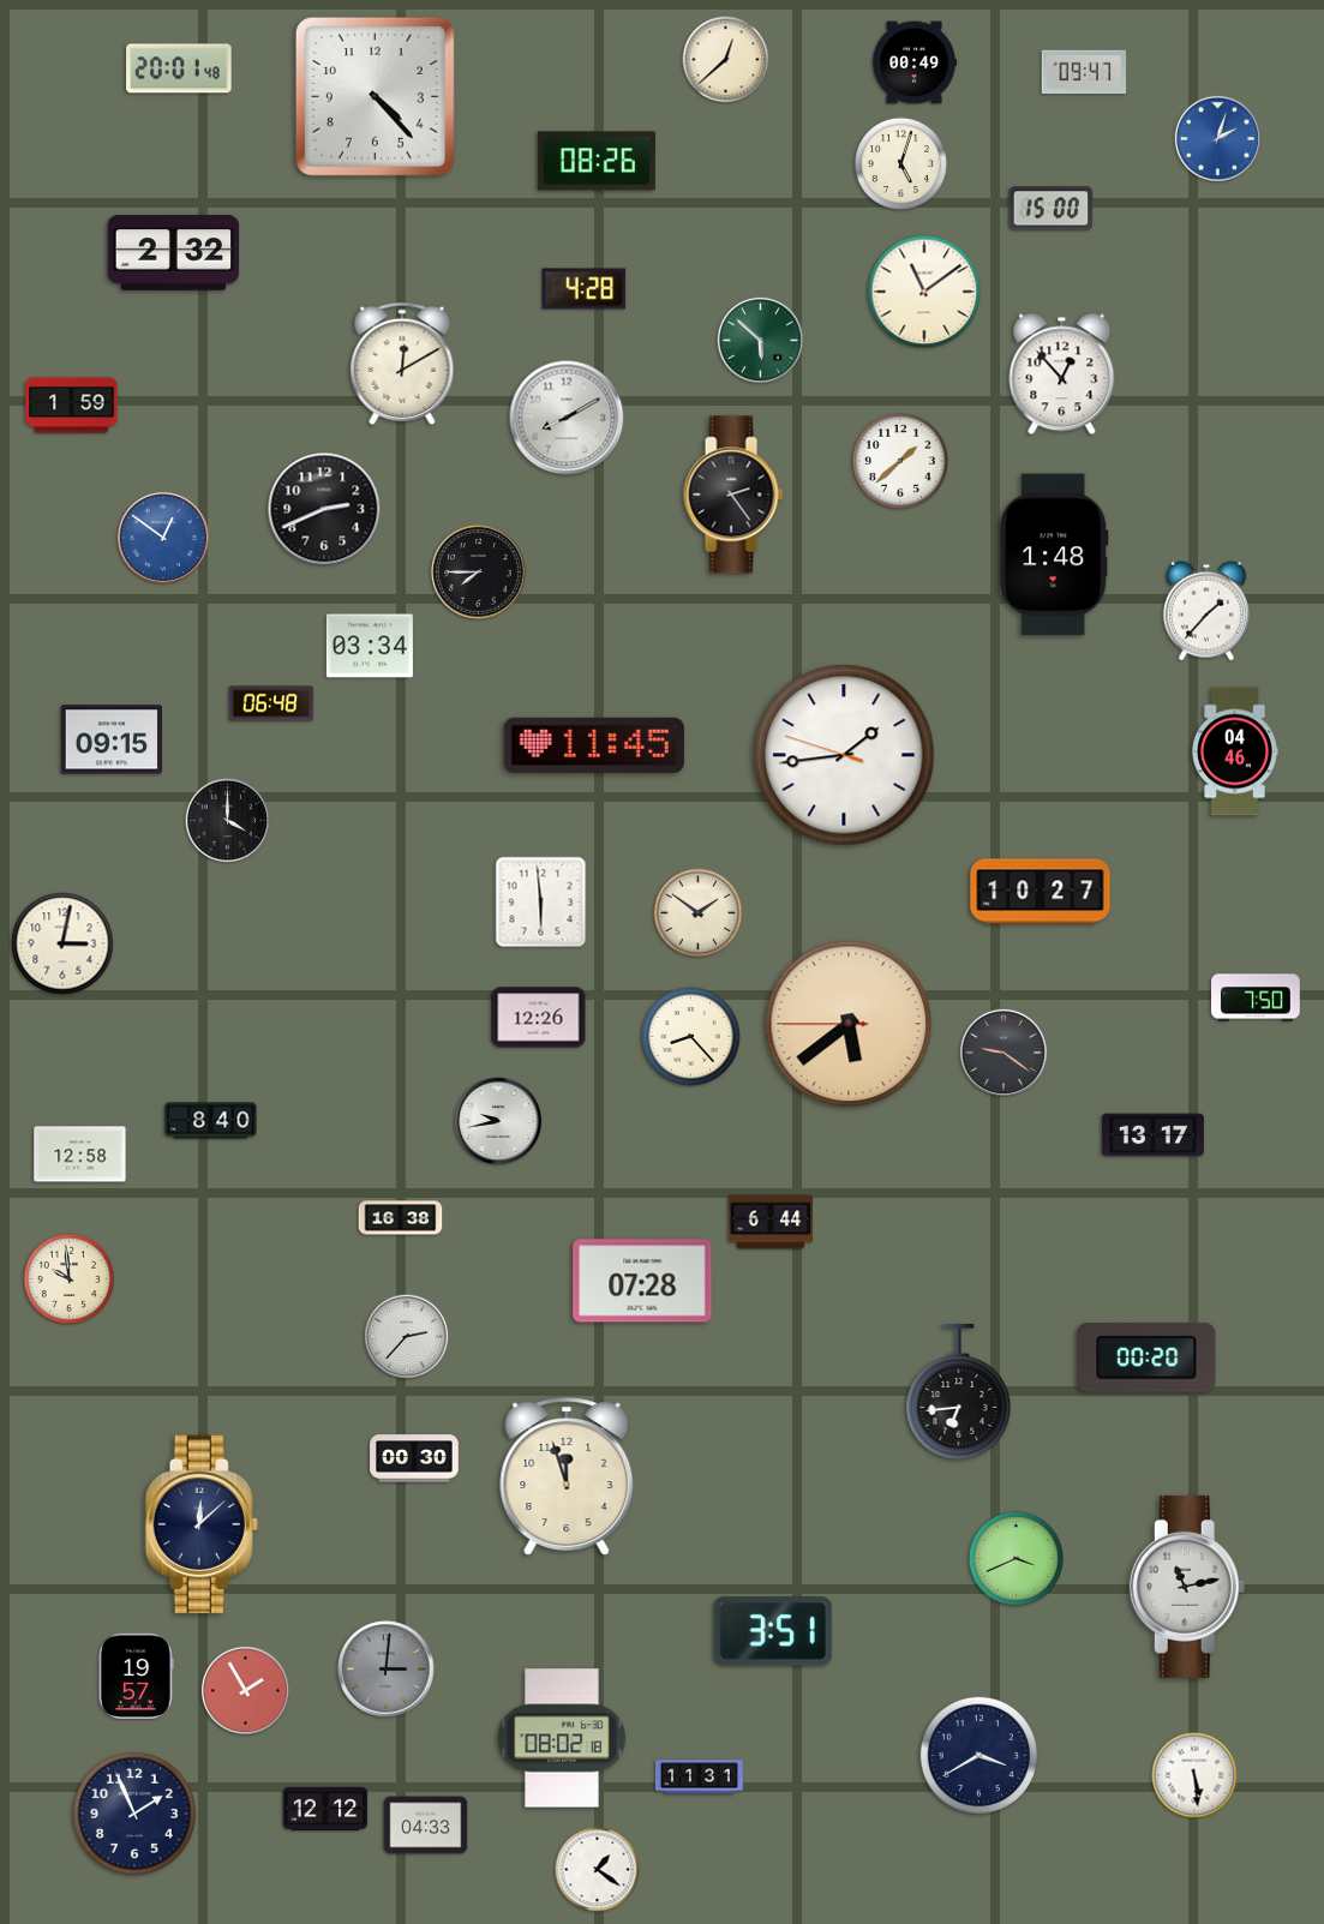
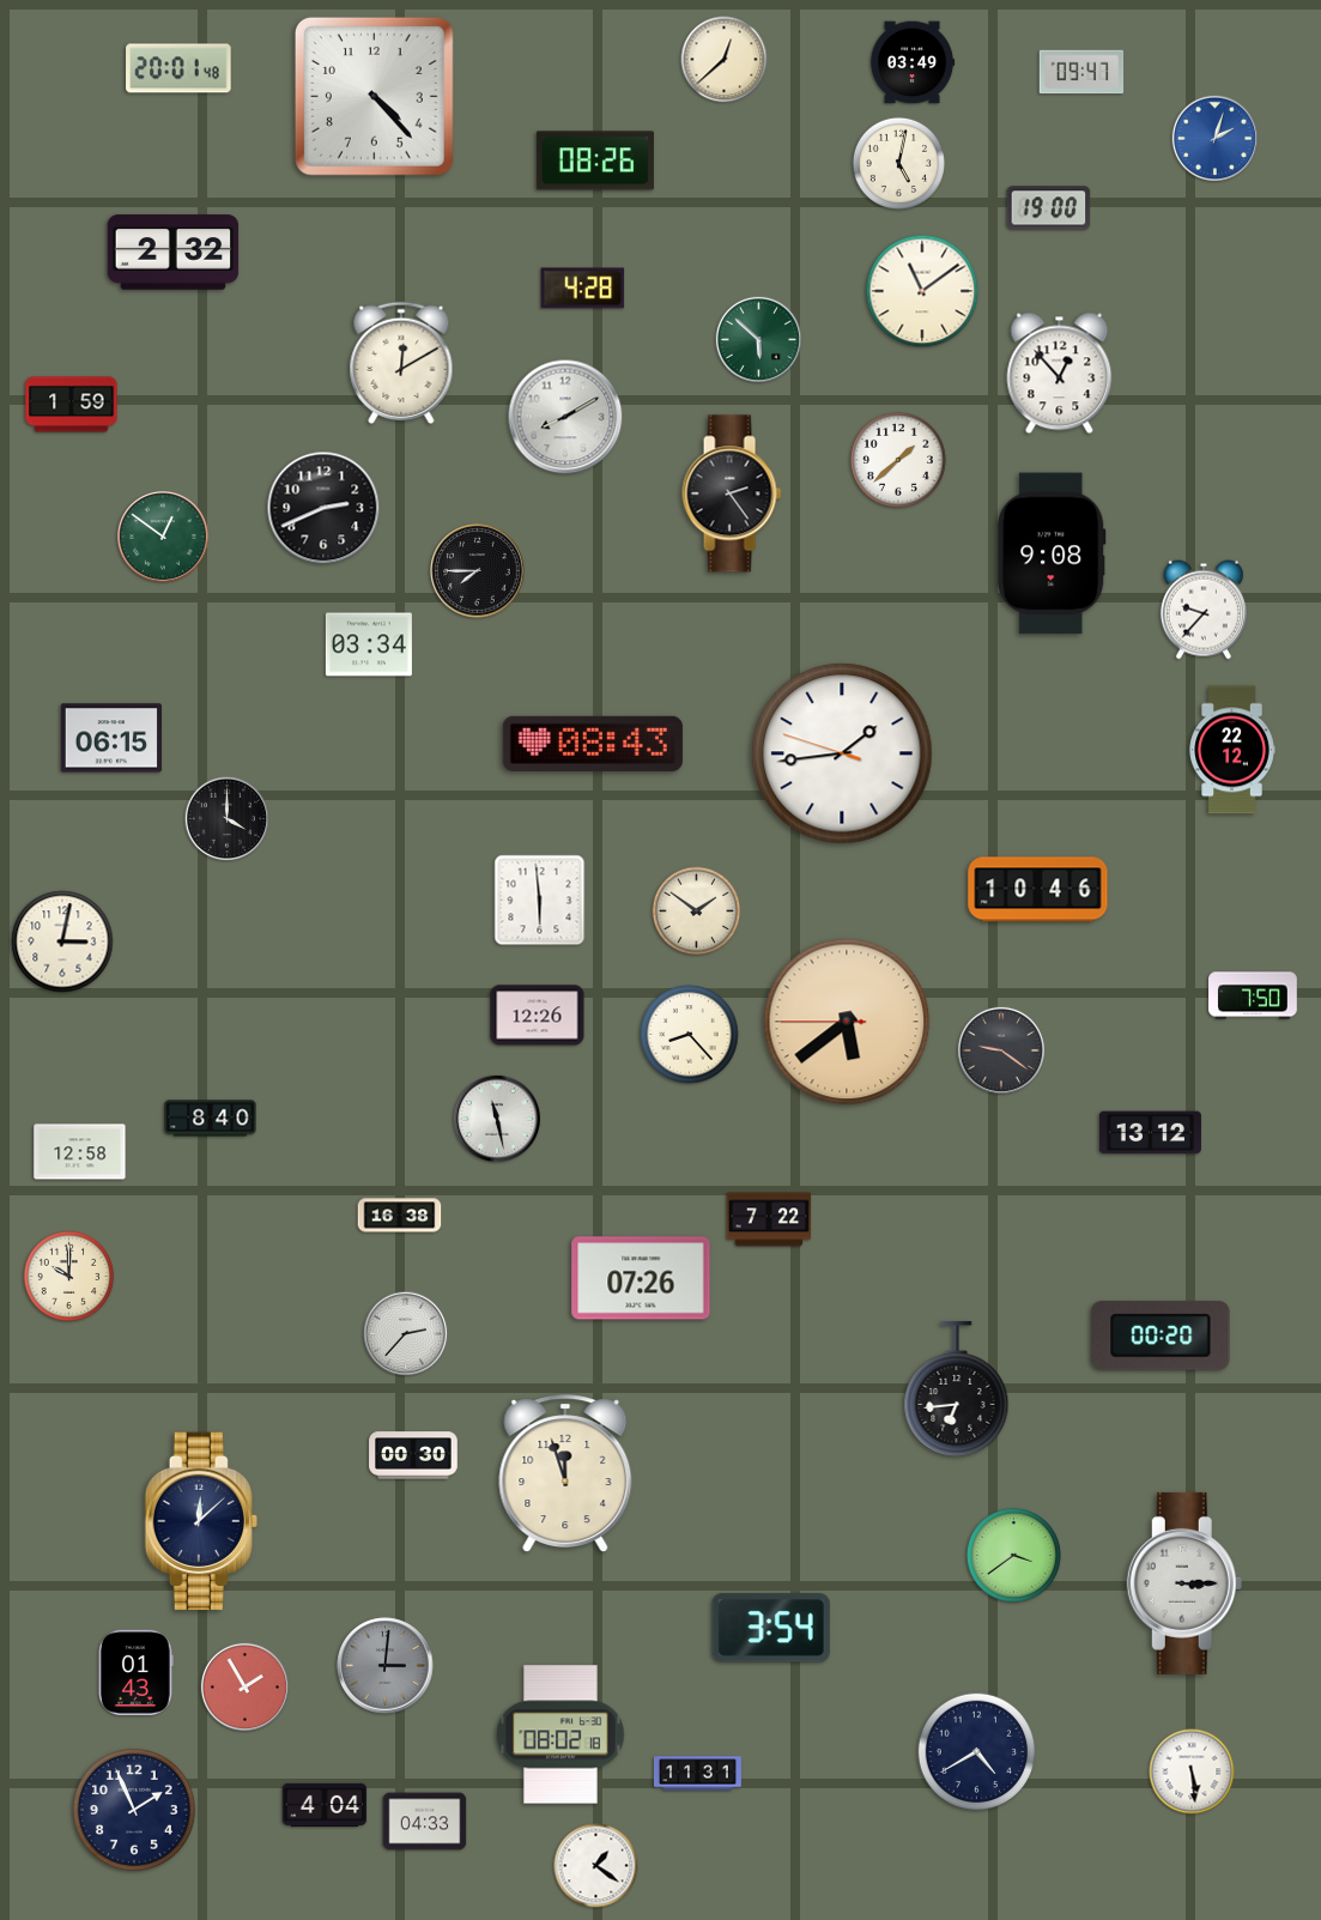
clock at (915, 62): 00:49 -> 03:49
clock at (900, 163): 5:03 -> 5:02
clock at (1052, 209): 15:00 -> 19:00
clock at (163, 538) dial: blue -> green
clock at (1054, 555): 1:48 -> 9:08
clock at (1206, 611): 1:37 -> 9:37
clock at (271, 703): 06:48 -> none
clock at (110, 739): 09:15 -> 06:15
clock at (594, 745): 11:45 -> 08:43
clock at (1235, 751): 04:46 -> 22:12
clock at (1041, 892): 10:27 -> 10:46
clock at (497, 1120): 9:43 -> 11:28
clock at (1152, 1135): 13:17 -> 13:12
clock at (771, 1222): 6:44 -> 7:22
clock at (70, 1279): 9:59 -> 10:00
clock at (642, 1281): 07:28 -> 07:26
clock at (1146, 1357) position: (1146, 1357) -> (1161, 1335)
clock at (1016, 1558): 3:41 -> 3:39
clock at (1187, 1587): 11:13 -> 3:15
clock at (773, 1631): 3:51 -> 3:54
clock at (136, 1676): 19:57 -> 01:43
clock at (979, 1756): 3:40 -> 4:40
clock at (325, 1808): 12:12 -> 4:04
